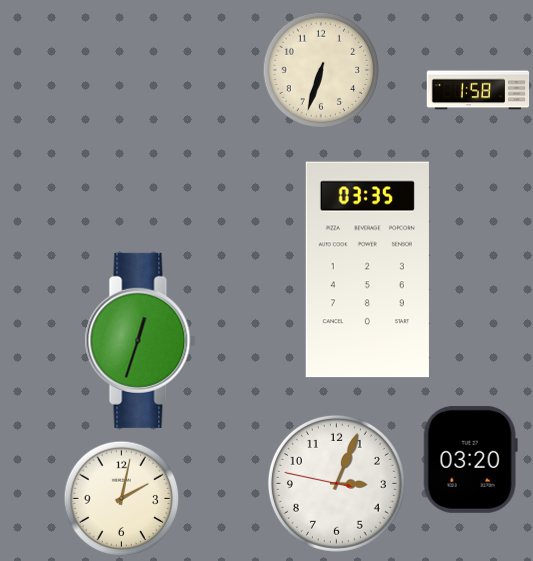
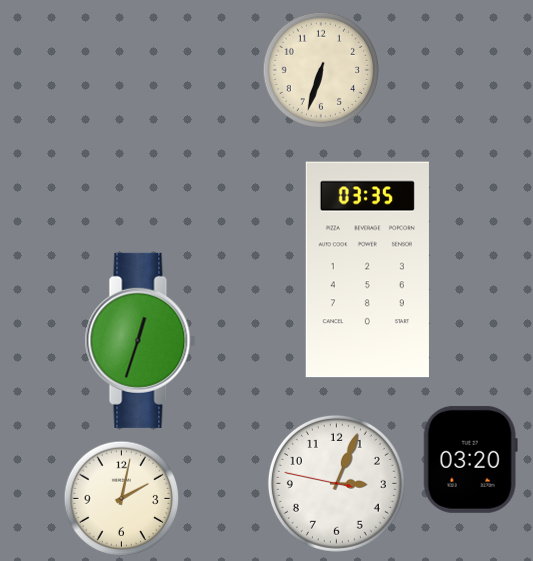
clock at (478, 90): 1:58 -> none
